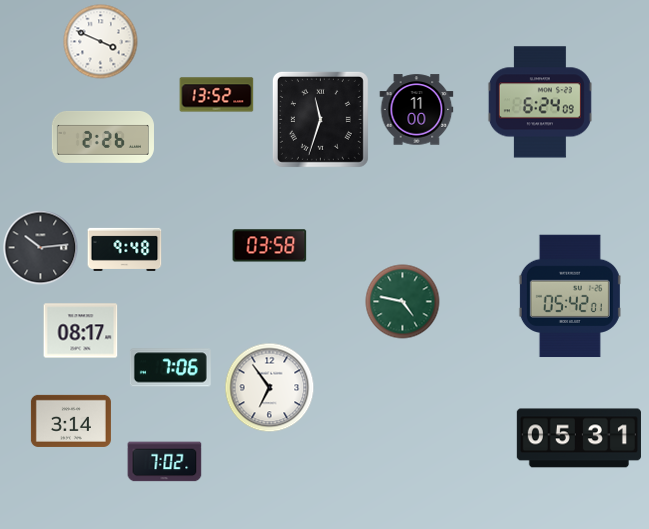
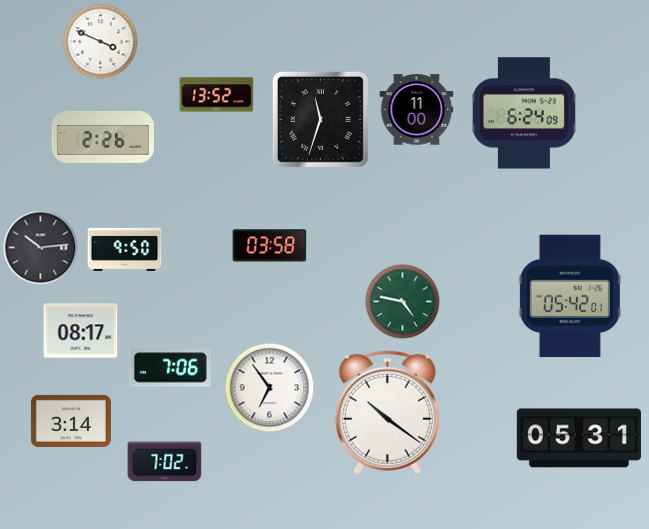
clock at (540, 102) position: (540, 102) -> (524, 113)
clock at (125, 249): 9:48 -> 9:50
clock at (387, 412): none -> 10:21
